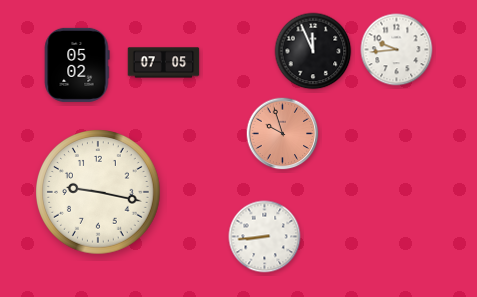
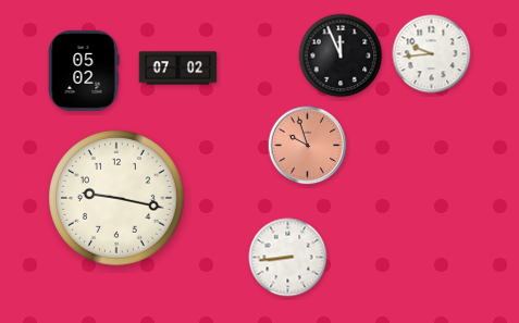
clock at (164, 63): 07:05 -> 07:02
clock at (98, 192) position: (98, 192) -> (116, 198)
